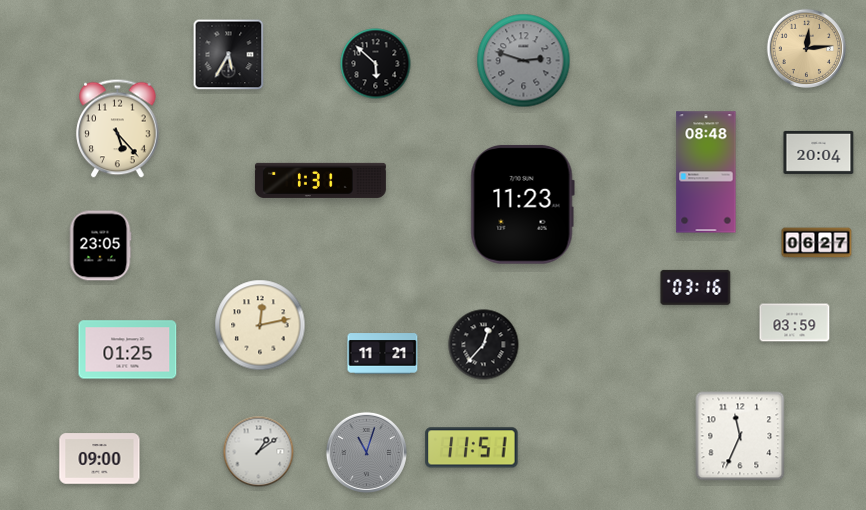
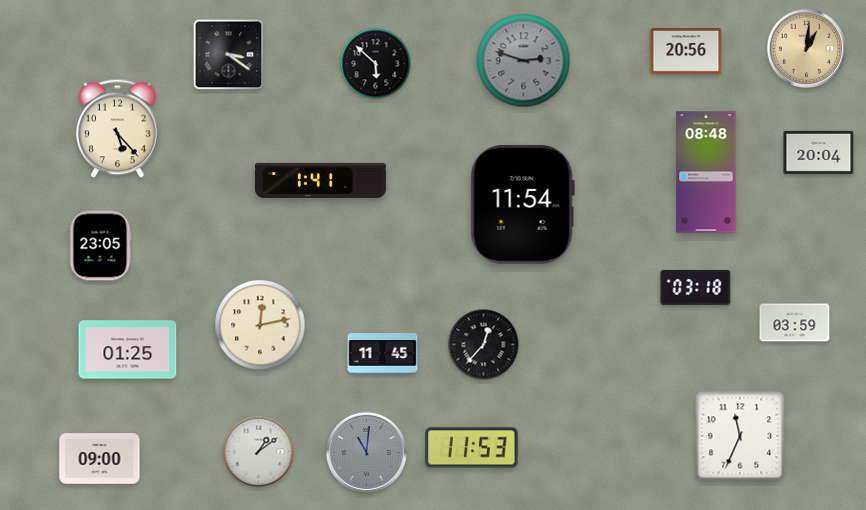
clock at (807, 49): 12:14 -> 1:01
clock at (686, 51): none -> 20:56
clock at (229, 55): 5:35 -> 3:21
clock at (320, 180): 1:31 -> 1:41
clock at (522, 204): 11:23 -> 11:54
clock at (817, 243): 06:27 -> none
clock at (696, 287): 03:16 -> 03:18
clock at (383, 354): 11:21 -> 11:45
clock at (472, 448): 11:51 -> 11:53
clock at (366, 452): 11:03 -> 11:01
